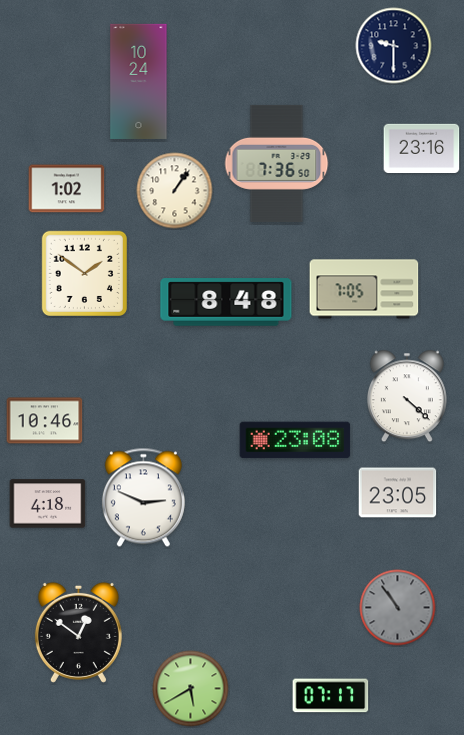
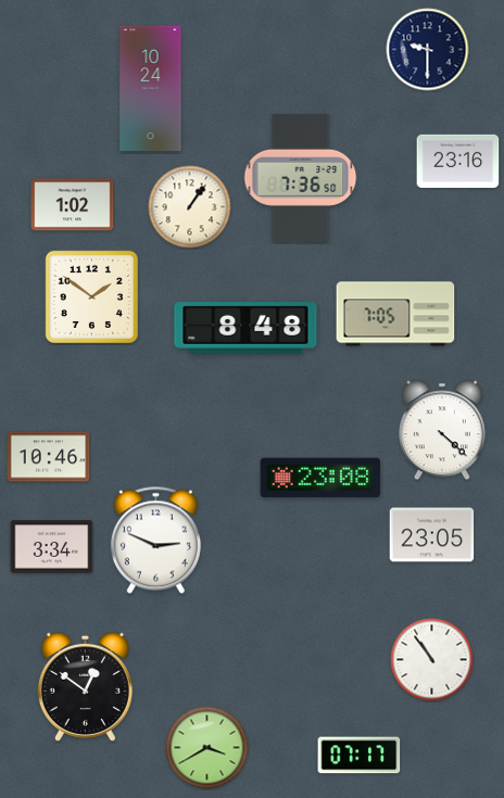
clock at (48, 504): 4:18 -> 3:34
clock at (398, 608) dial: grey -> white
clock at (191, 689): 5:40 -> 3:40
